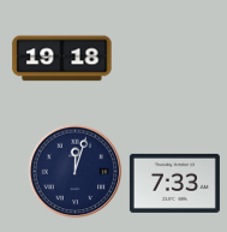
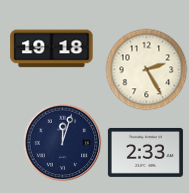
clock at (147, 70): none -> 2:25
clock at (174, 183): 7:33 -> 2:33
